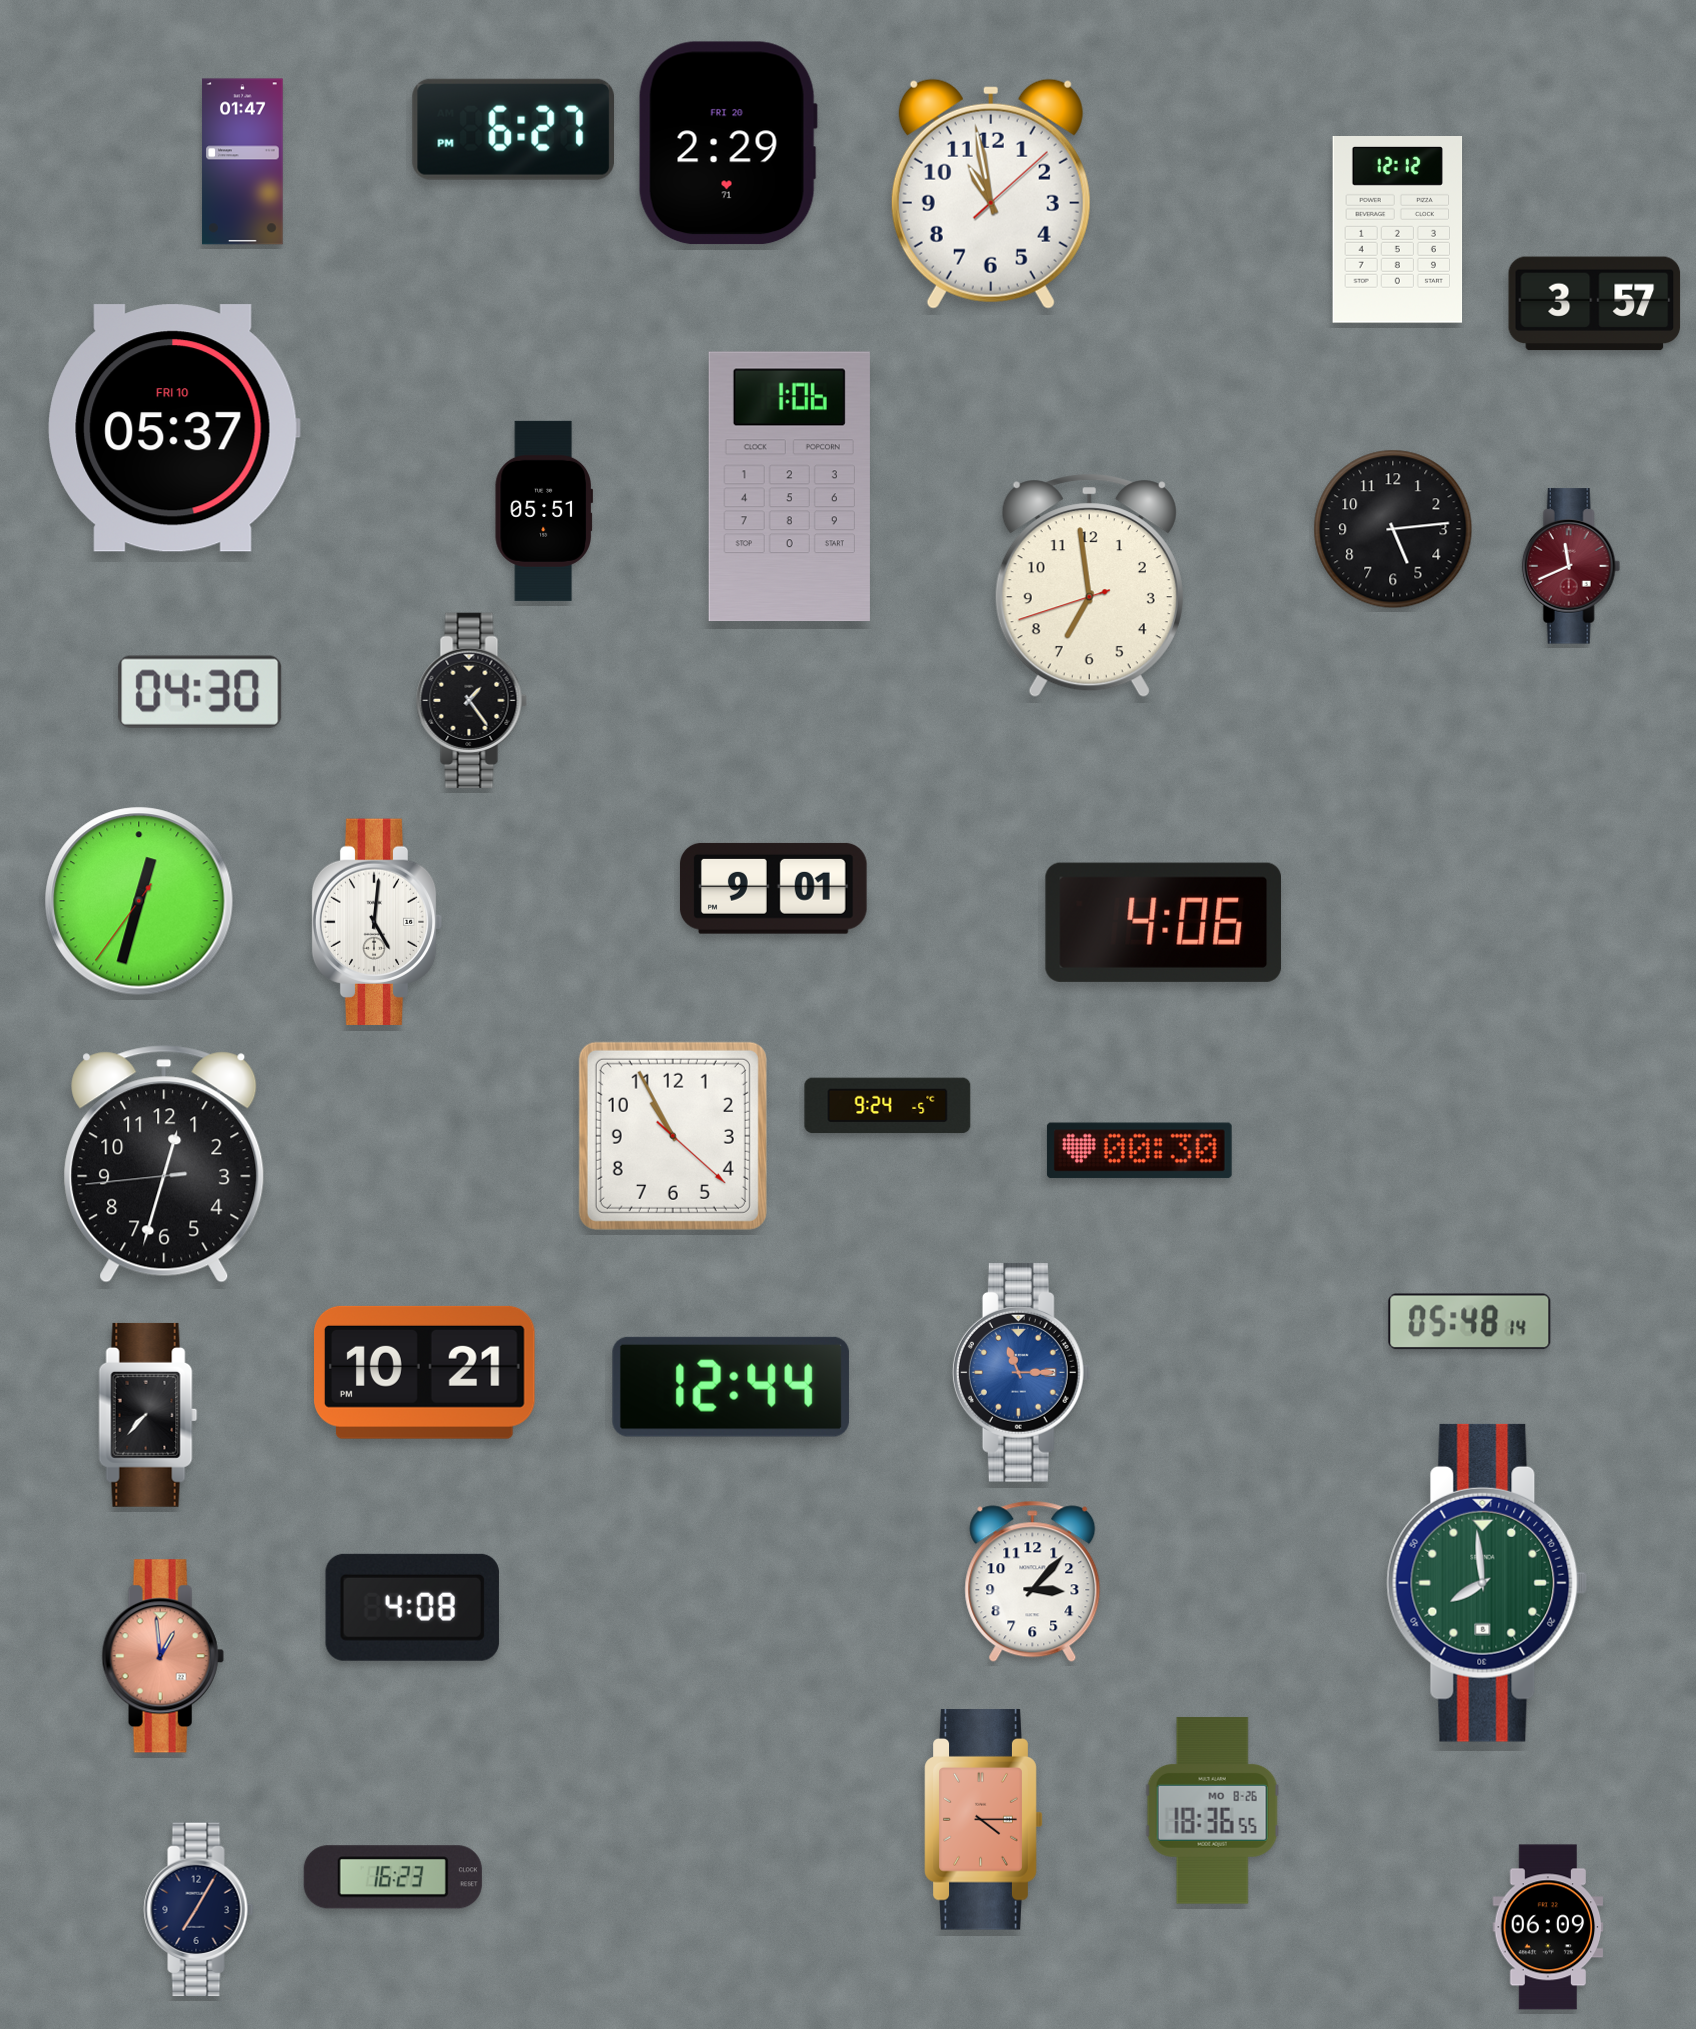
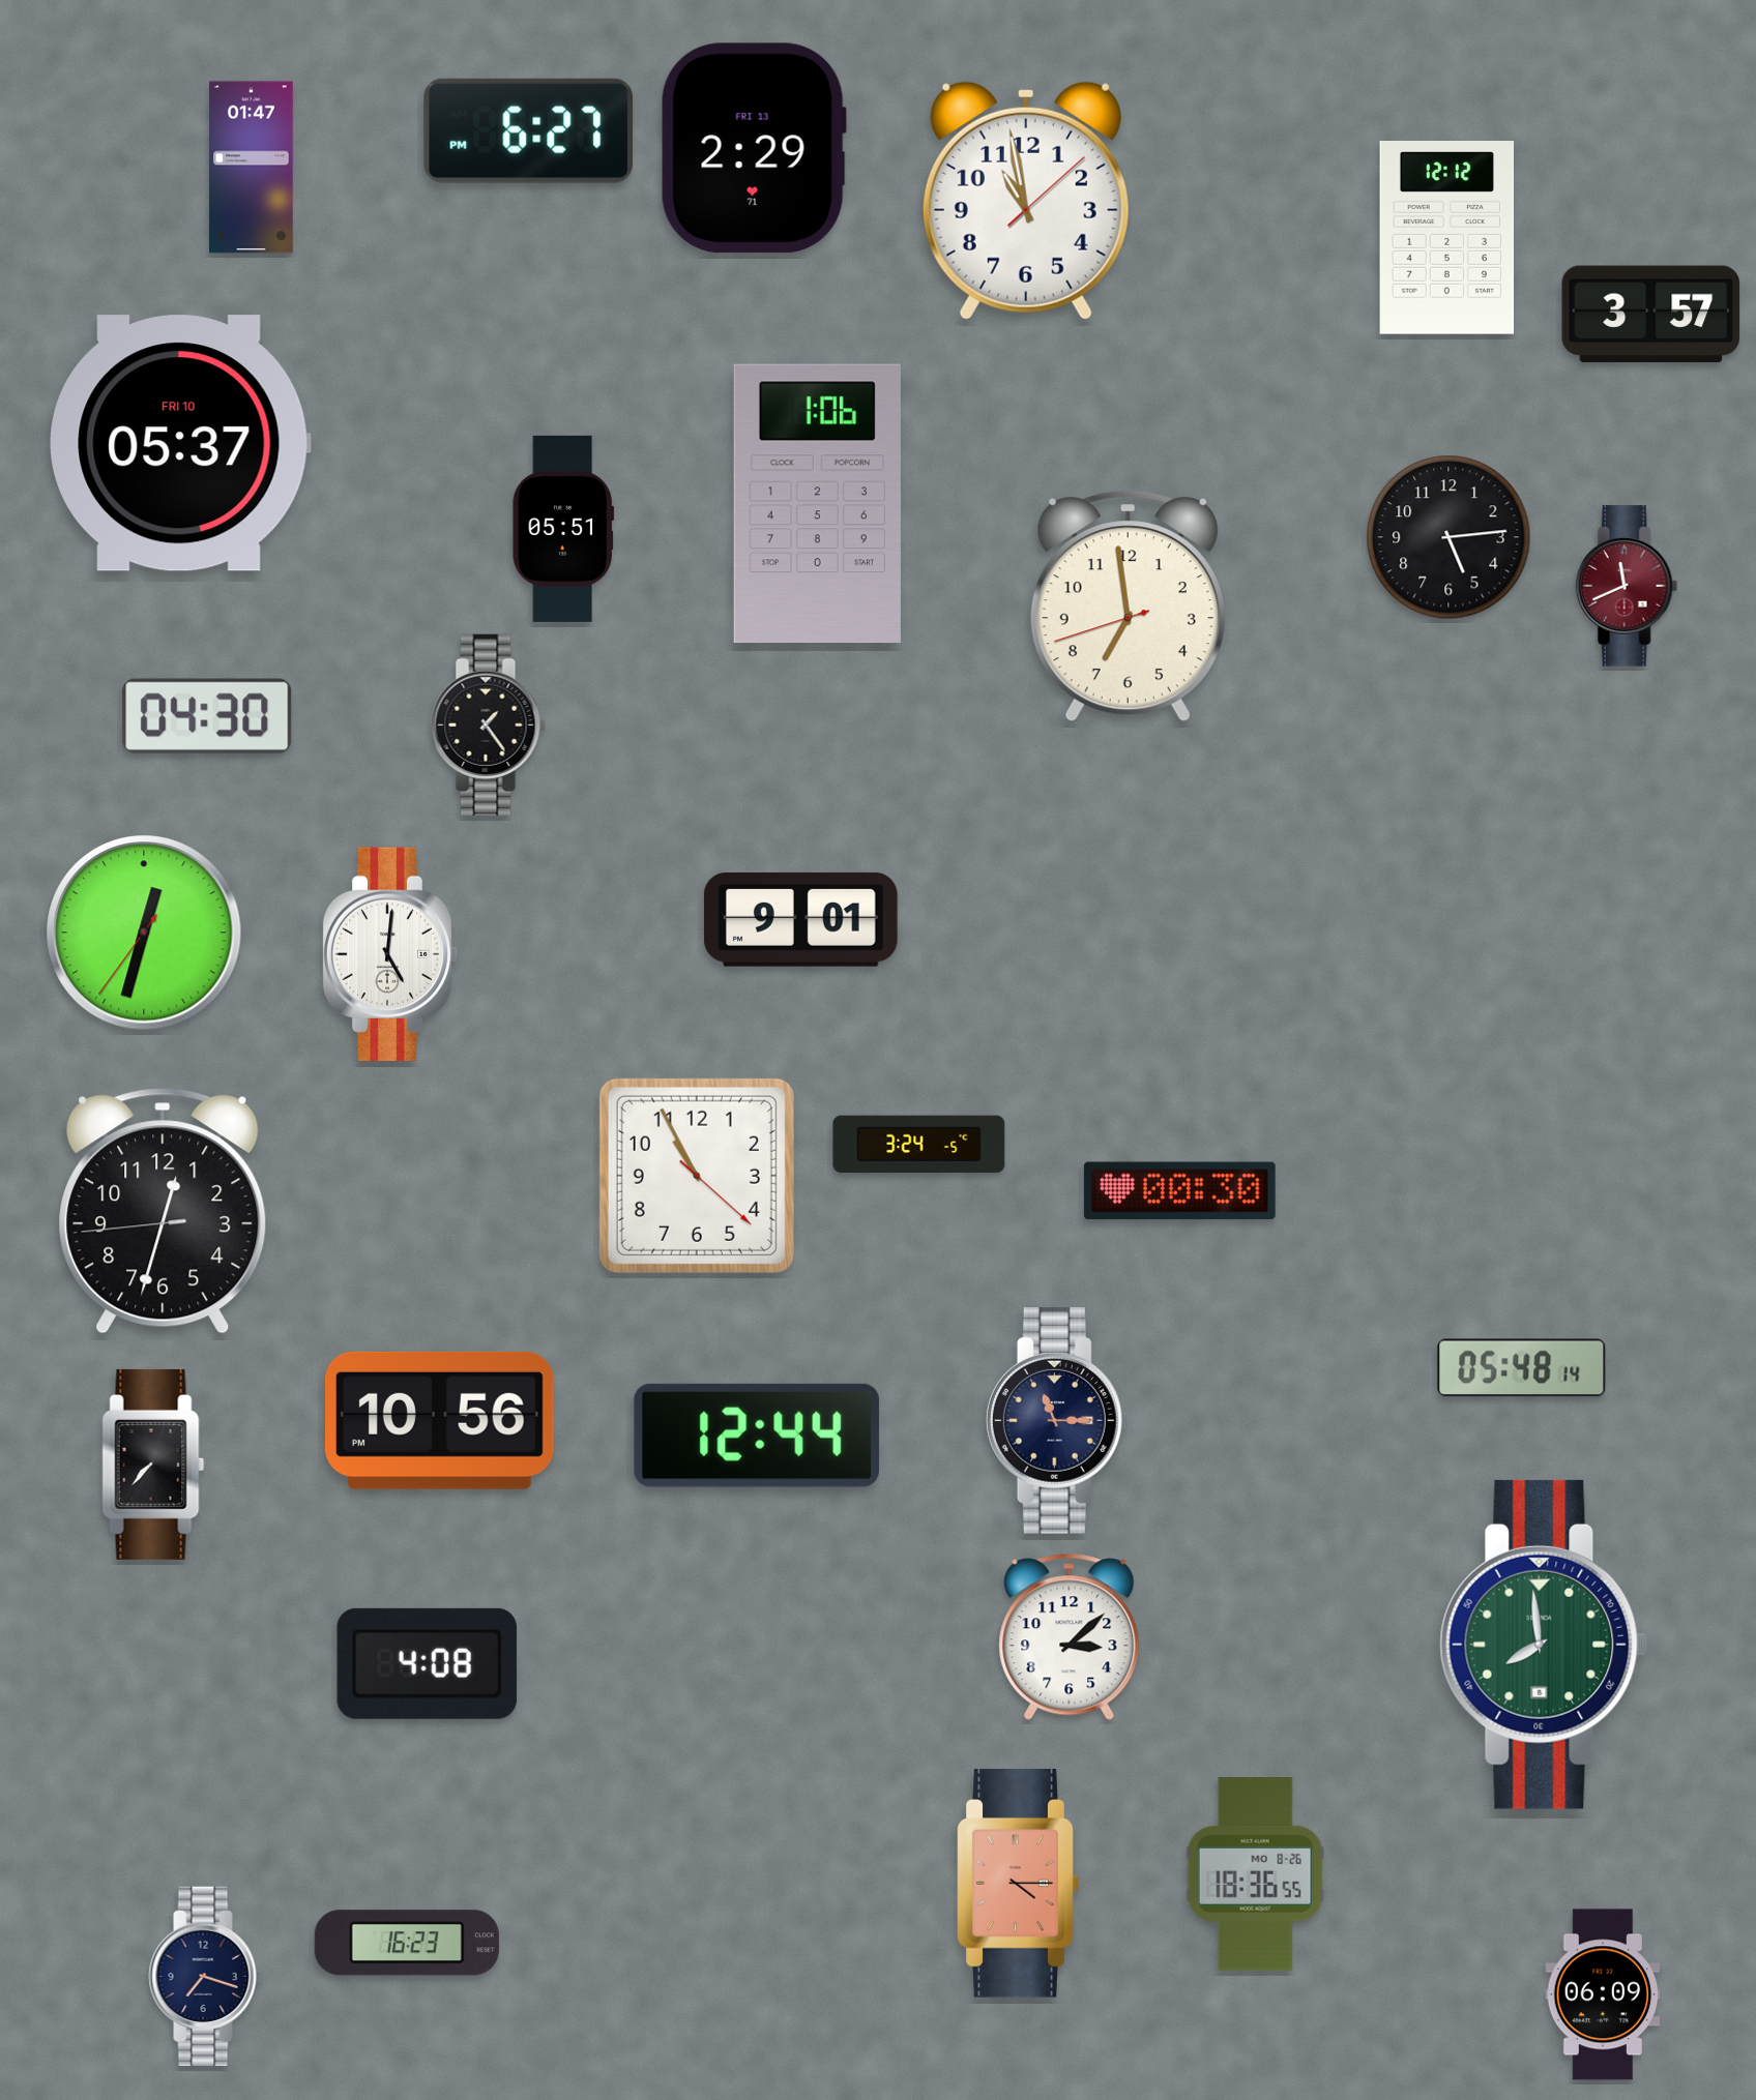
clock at (513, 129) position: (513, 129) -> (528, 130)
clock at (728, 143) date: FRI 20 -> FRI 13
clock at (1393, 529) position: (1393, 529) -> (1448, 537)
clock at (1163, 922): 4:06 -> none
clock at (888, 1106): 9:24 -> 3:24
clock at (164, 1164) position: (164, 1164) -> (163, 1211)
clock at (425, 1372): 10:21 -> 10:56
clock at (1021, 1372) dial: blue -> navy
clock at (1033, 1582): 3:07 -> 3:08
clock at (1487, 1583) position: (1487, 1583) -> (1544, 1645)
clock at (163, 1656): 12:59 -> none
clock at (199, 1910): 7:05 -> 7:18
